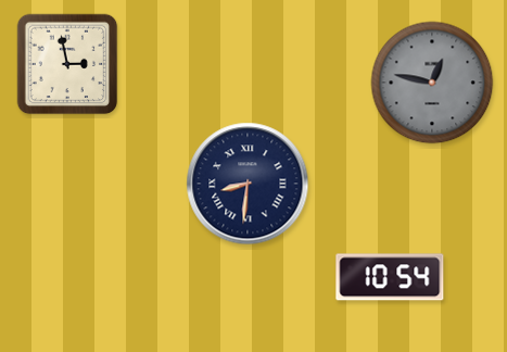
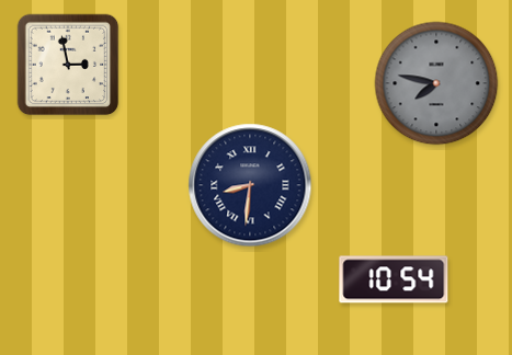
clock at (432, 83): 12:47 -> 7:47
